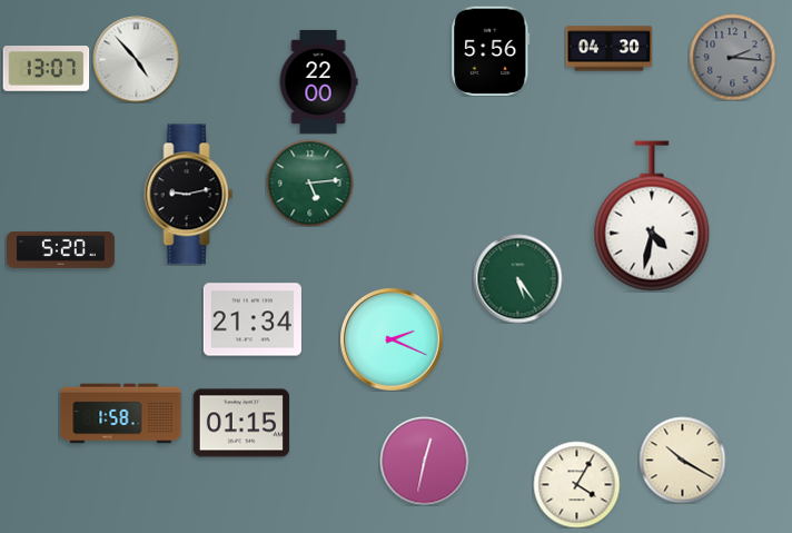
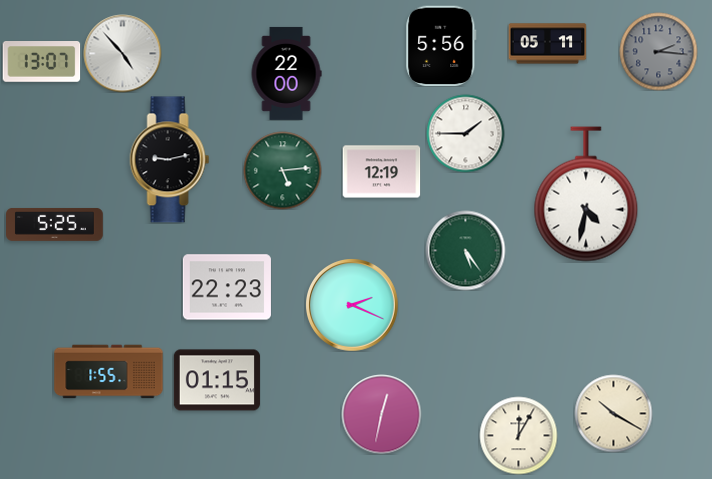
clock at (608, 49): 04:30 -> 05:11
clock at (465, 133): none -> 1:45
clock at (309, 182) position: (309, 182) -> (282, 170)
clock at (381, 172): none -> 12:19
clock at (189, 195) position: (189, 195) -> (170, 160)
clock at (61, 250): 5:20 -> 5:25
clock at (253, 319): 21:34 -> 22:23
clock at (121, 414): 1:58 -> 1:55
clock at (576, 484): 4:05 -> 12:05
